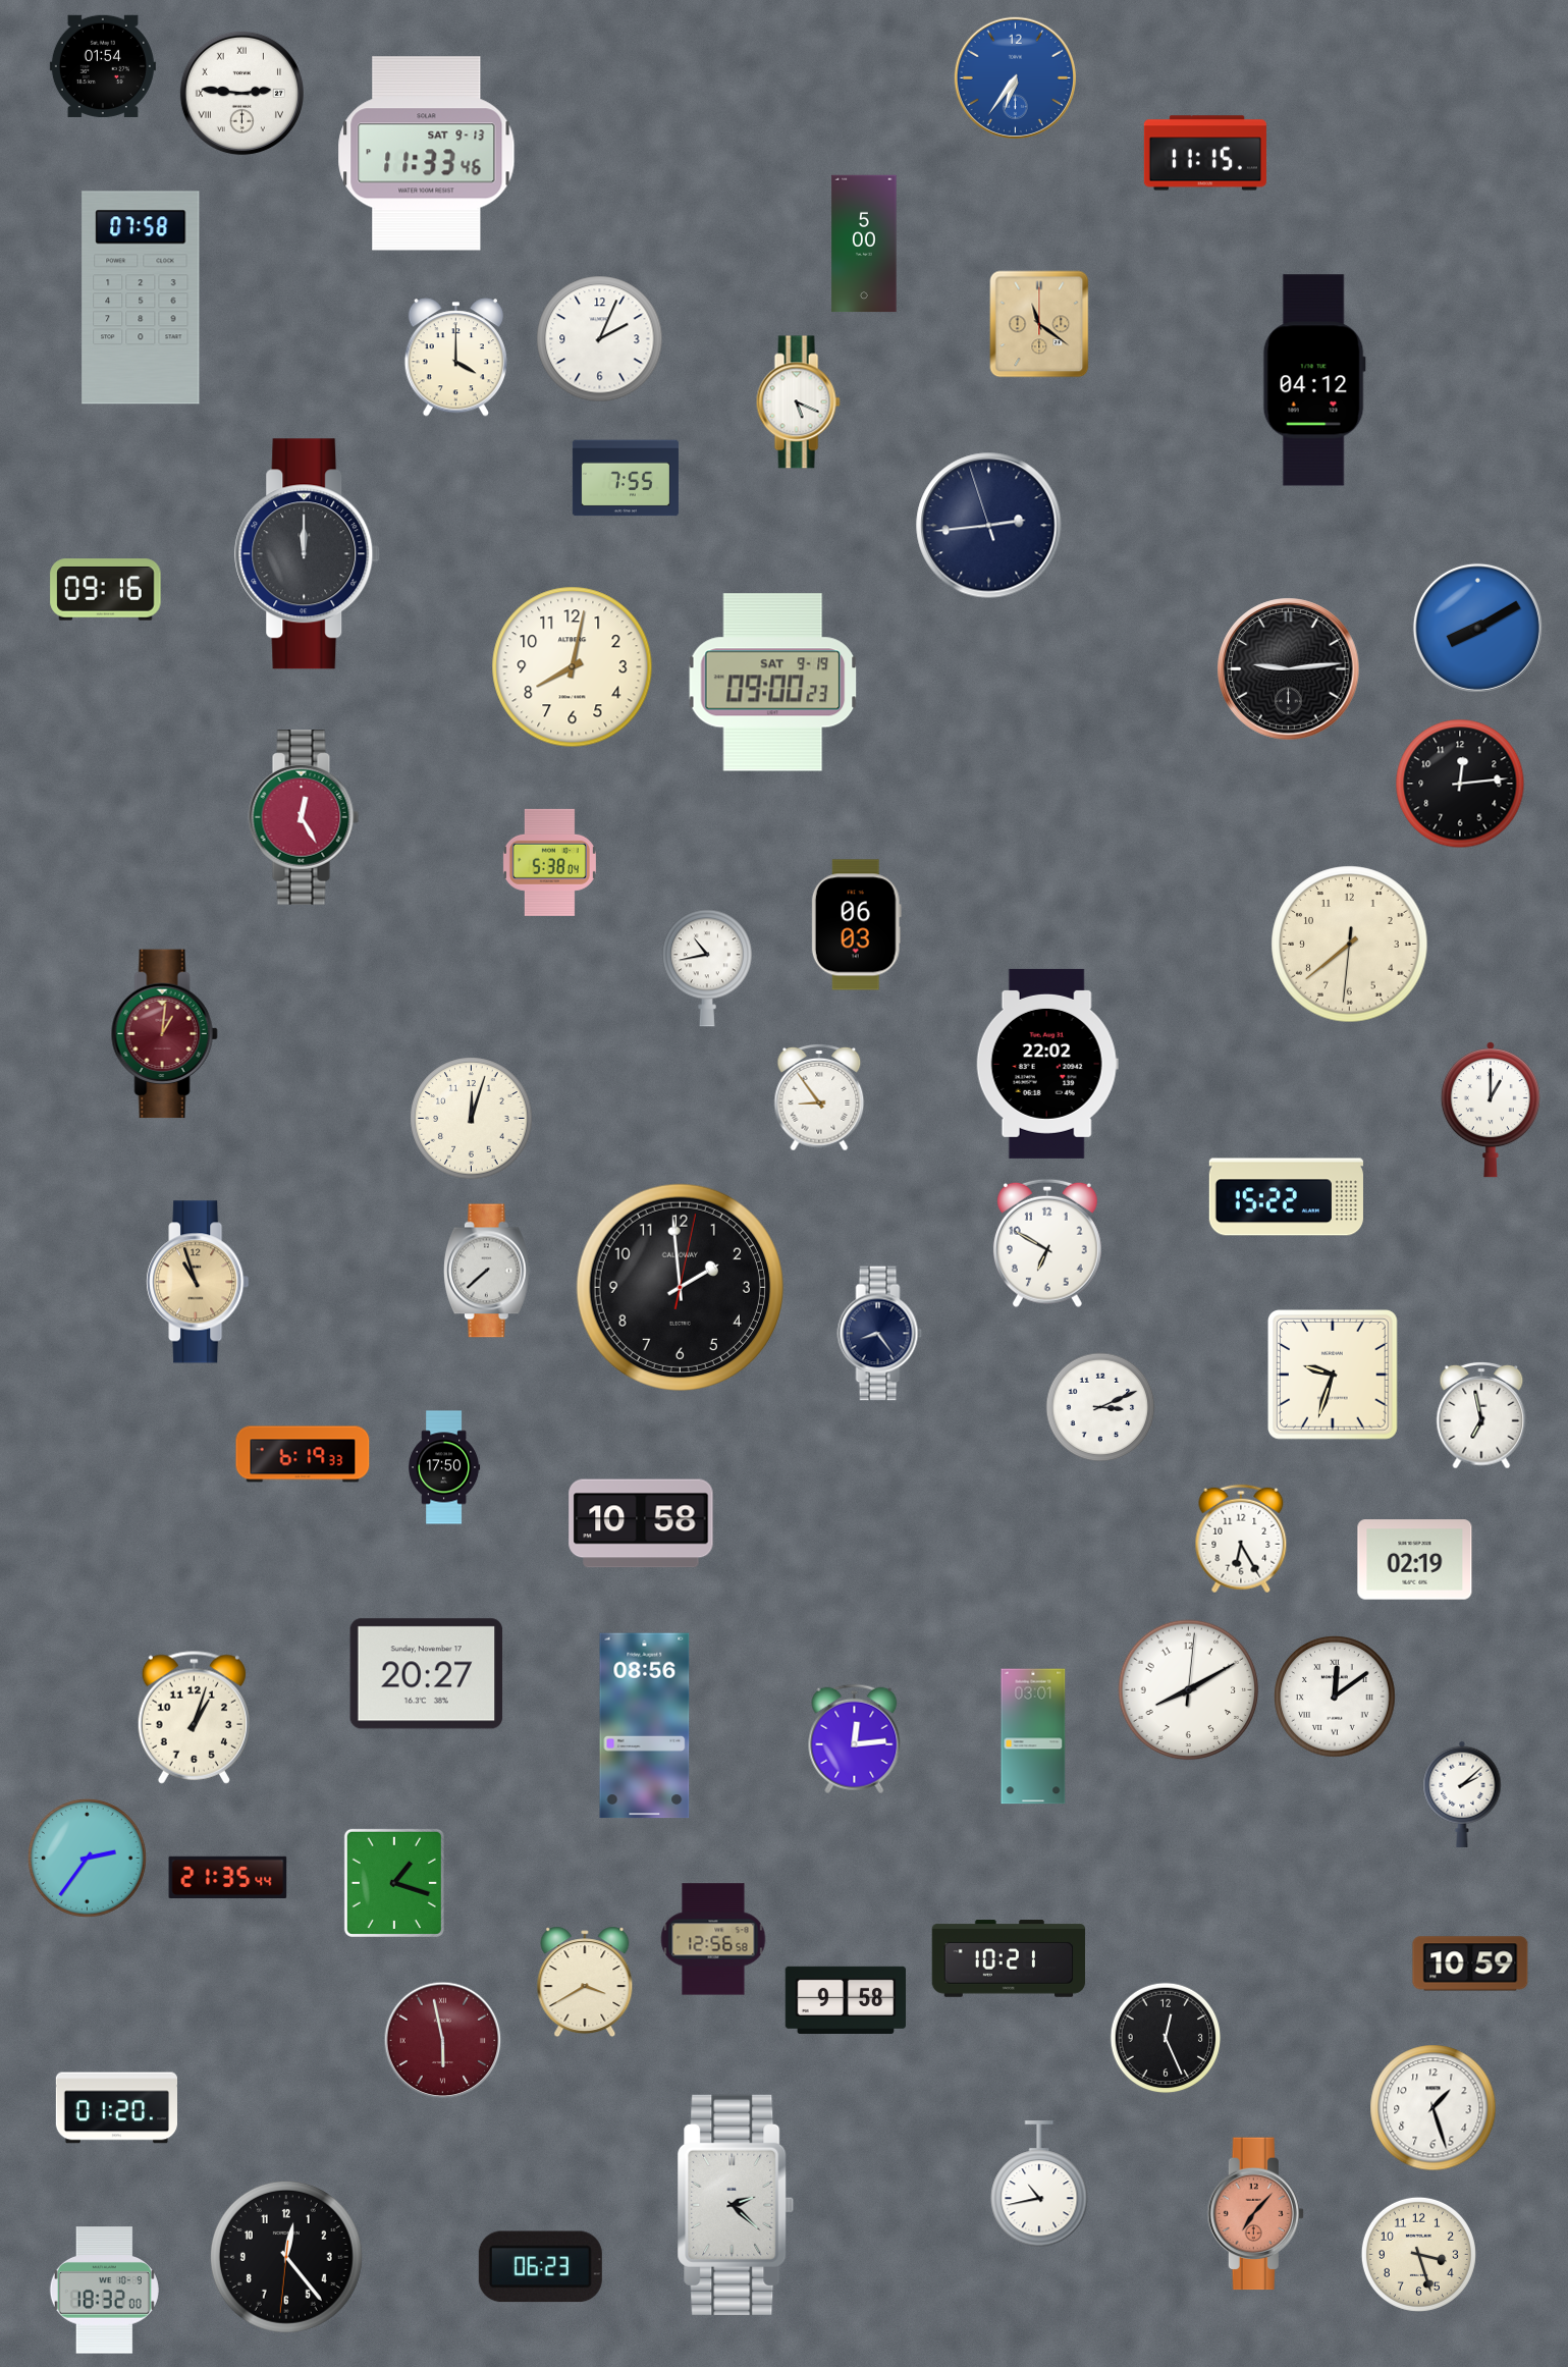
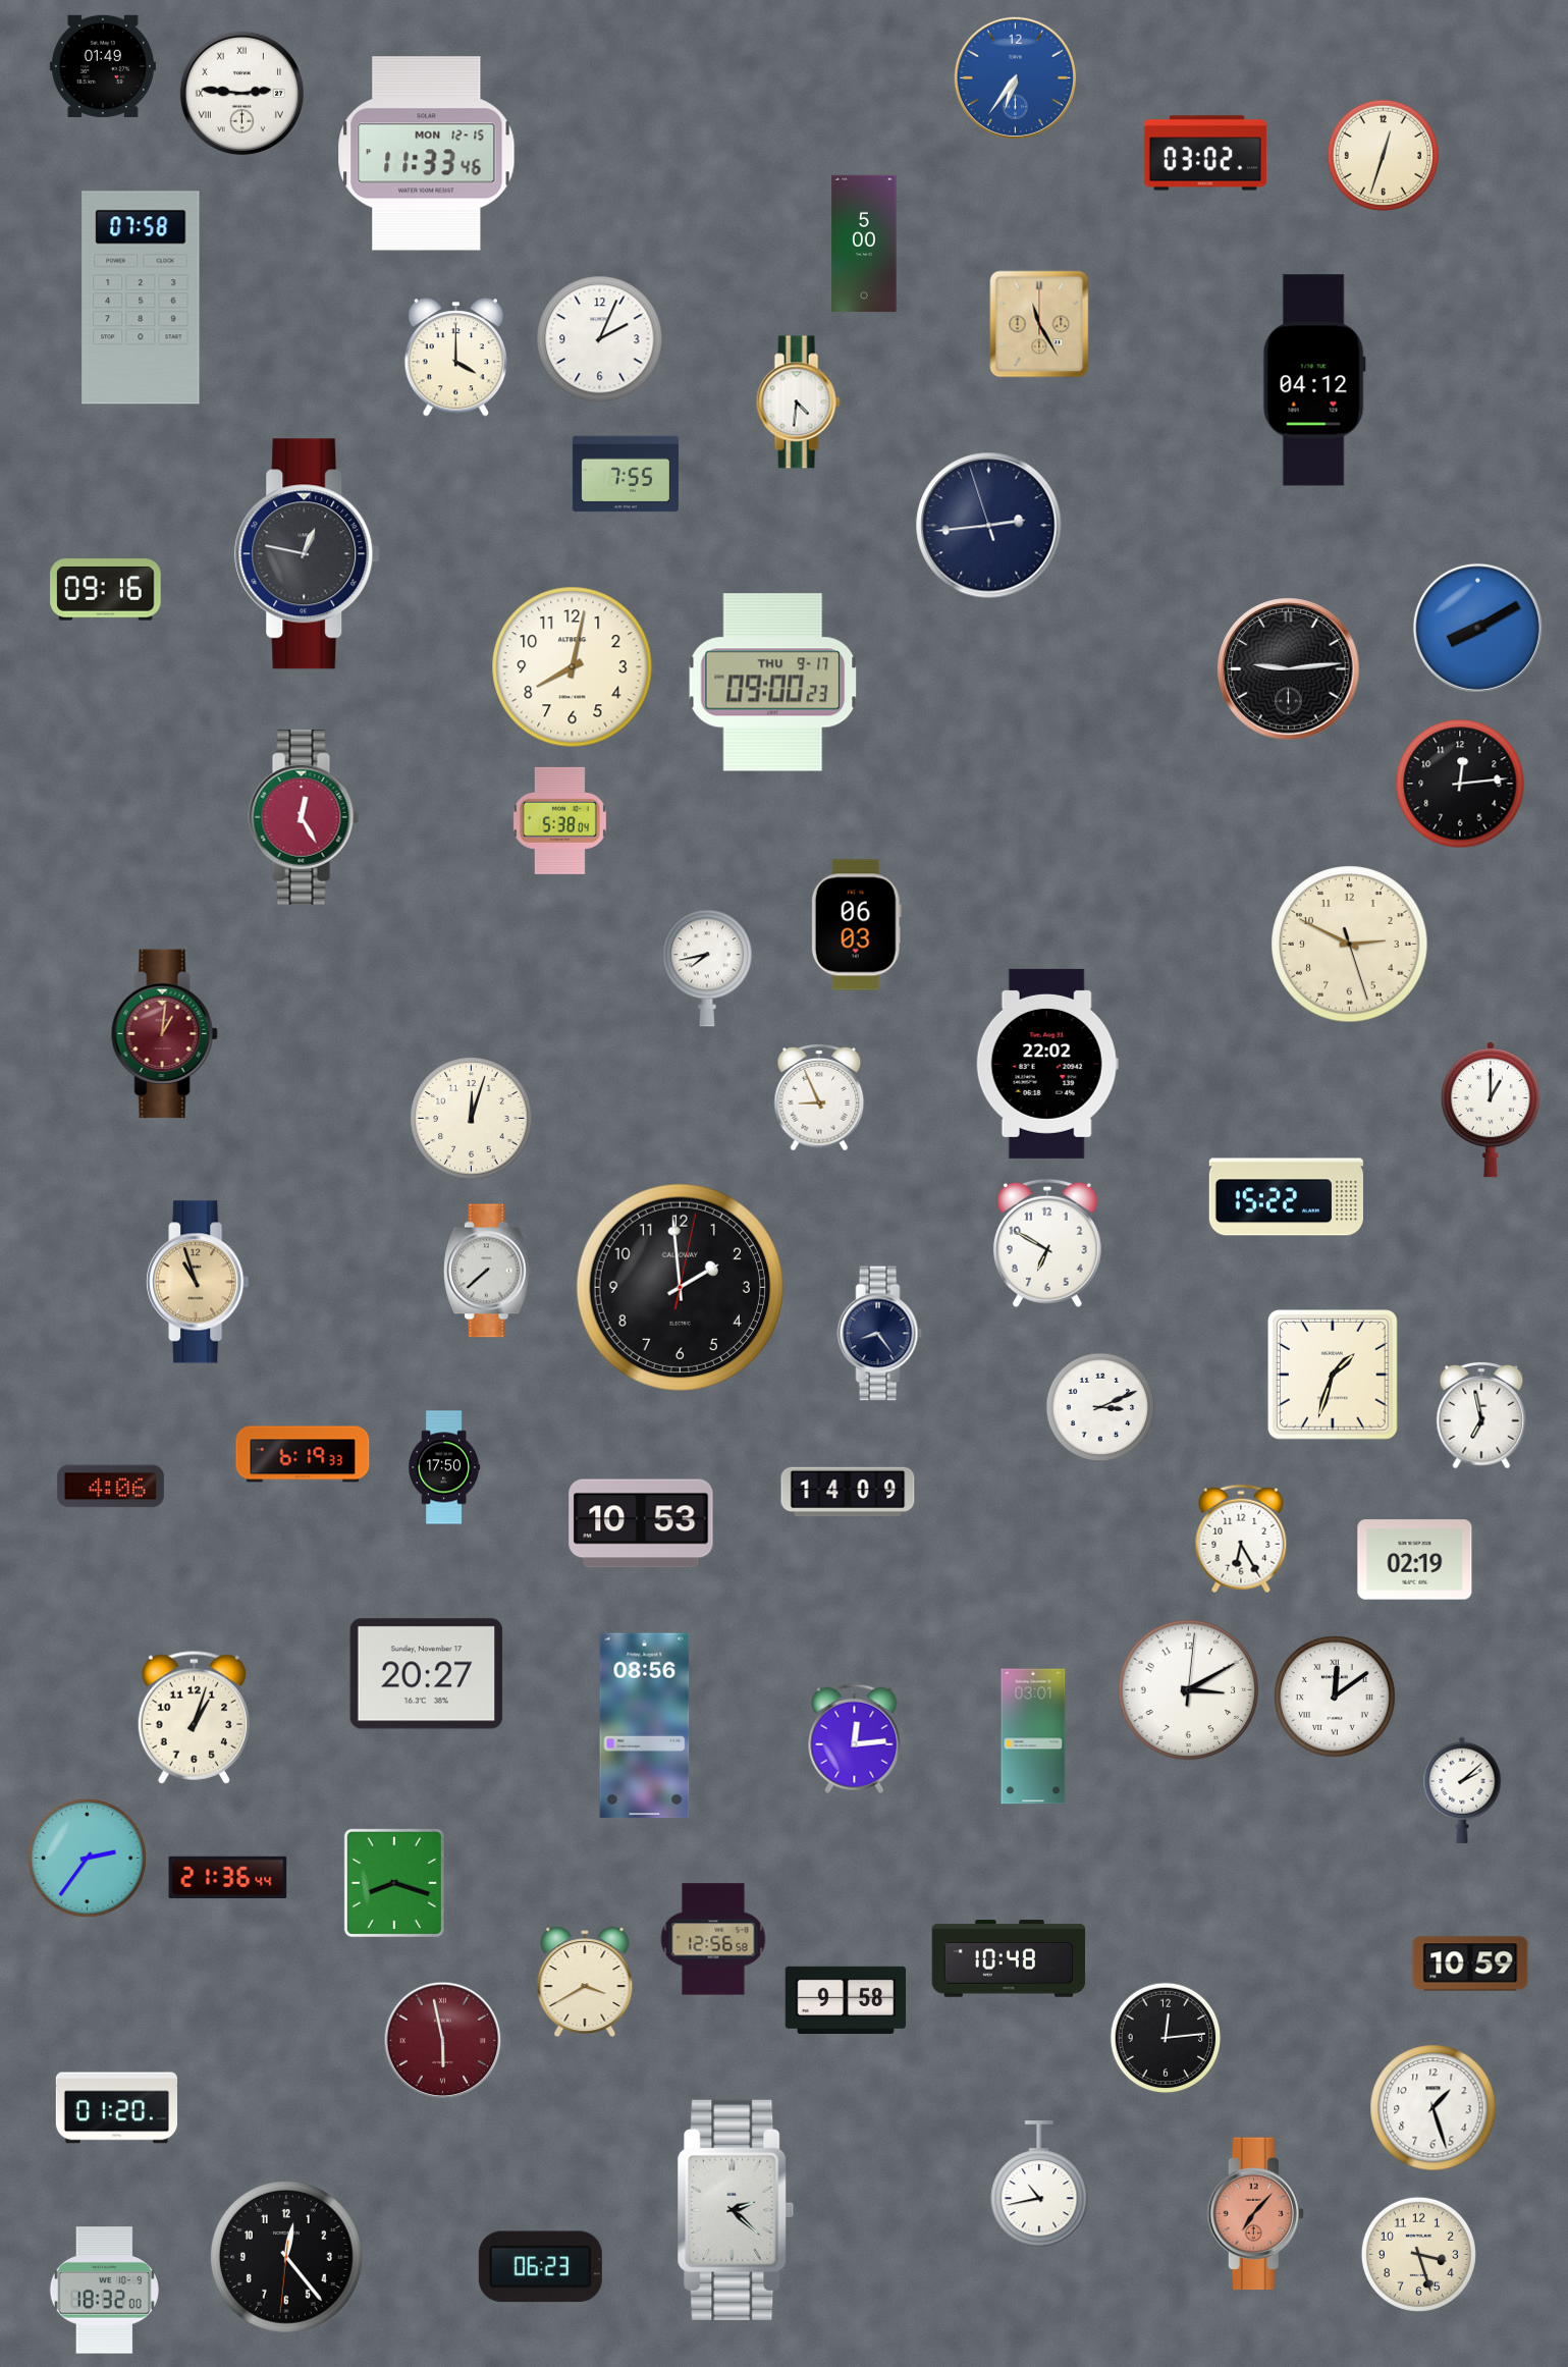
clock at (103, 65): 01:54 -> 01:49
clock at (1205, 153): 11:15 -> 03:02
clock at (427, 154) date: SAT 9-13 -> MON 12-15
clock at (1384, 156): none -> 12:33
clock at (1039, 324): 11:21 -> 11:25
clock at (798, 402): 5:19 -> 4:31
clock at (626, 478) position: (626, 478) -> (626, 474)
clock at (308, 554): 12:00 -> 12:47
clock at (773, 683) date: SAT 9-19 -> THU 9-17
clock at (549, 862) position: (549, 862) -> (559, 820)
clock at (1350, 945): 7:38 -> 2:49
clock at (707, 968): 10:43 -> 7:43
clock at (819, 1097): 8:54 -> 8:56
clock at (1334, 1376): 9:33 -> 1:33
clock at (110, 1487): none -> 4:06
clock at (848, 1492): none -> 14:09
clock at (641, 1523): 10:58 -> 10:53
clock at (1189, 1690): 8:10 -> 3:10
clock at (1462, 1794) position: (1462, 1794) -> (1462, 1790)
clock at (228, 1877): 21:35 -> 21:36
clock at (394, 1883): 1:18 -> 8:18
clock at (1009, 1958): 10:21 -> 10:48
clock at (1166, 2038): 12:26 -> 12:14
clock at (736, 2205) position: (736, 2205) -> (736, 2210)
